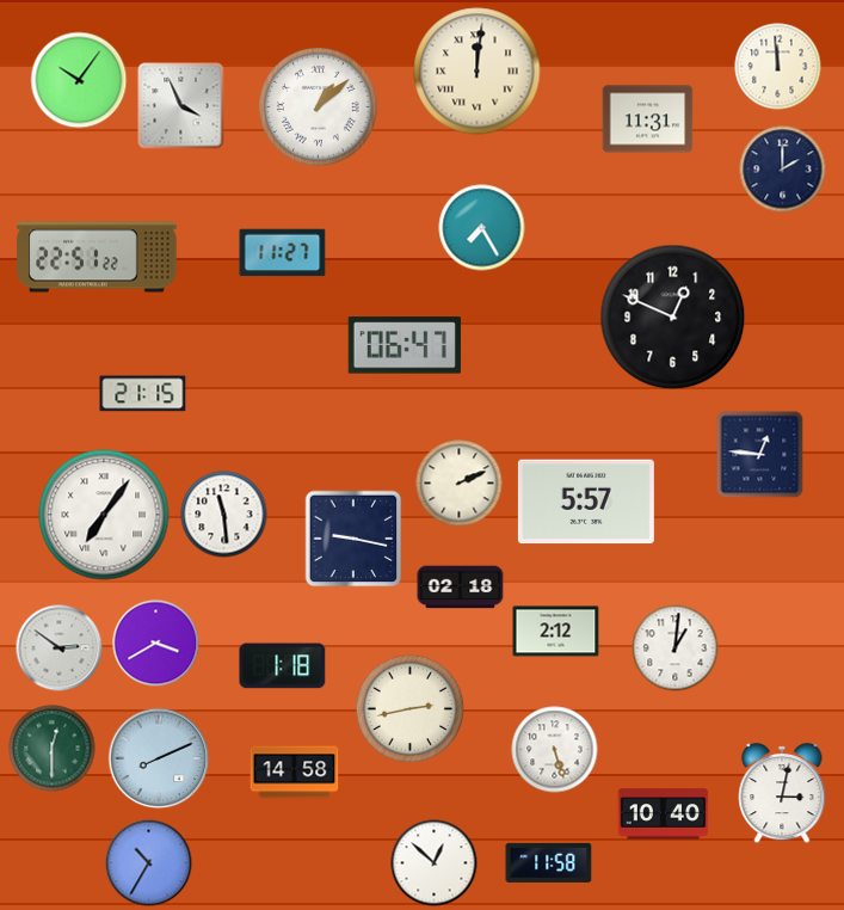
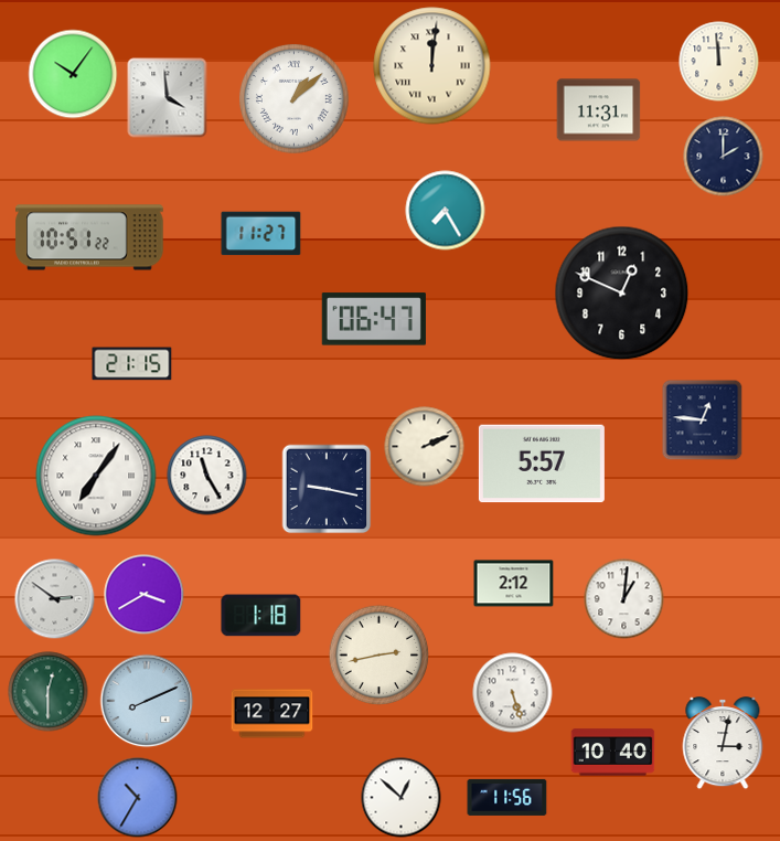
clock at (478, 72) position: (478, 72) -> (432, 66)
clock at (181, 106): 3:56 -> 3:59
clock at (97, 257): 22:51 -> 10:51
clock at (224, 515): 11:29 -> 11:25
clock at (353, 539) position: (353, 539) -> (327, 489)
clock at (461, 588): 02:18 -> none
clock at (295, 773): 14:58 -> 12:27
clock at (782, 794) position: (782, 794) -> (723, 744)
clock at (549, 862): 11:58 -> 11:56
